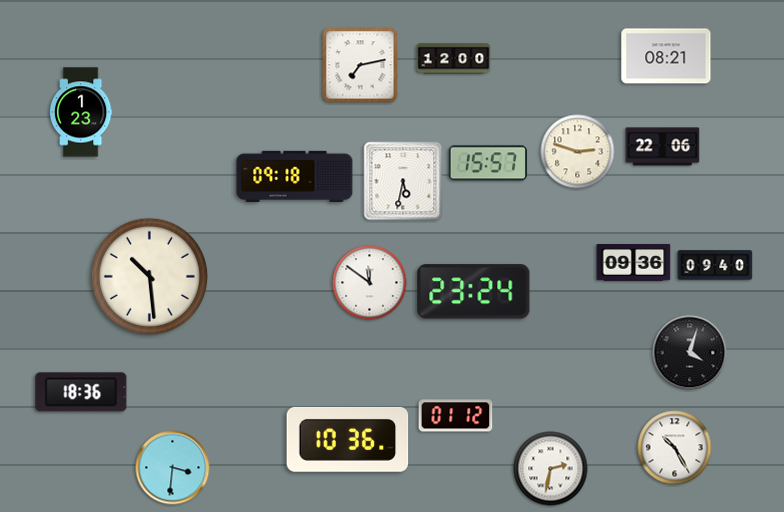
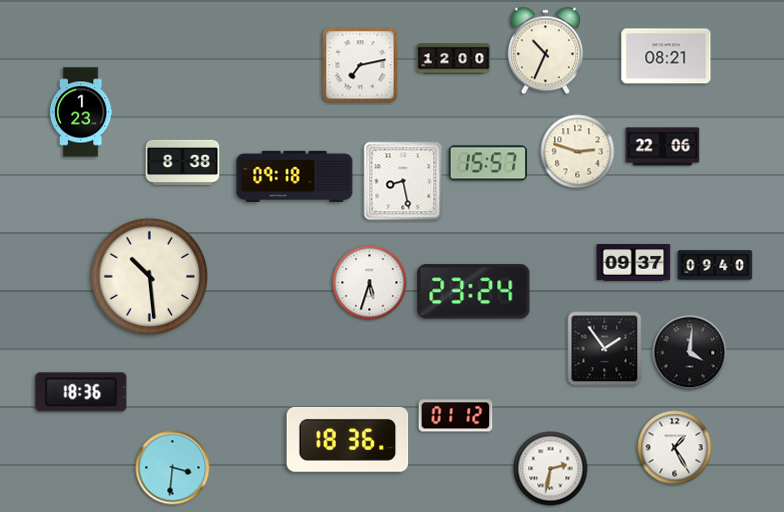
clock at (545, 51): none -> 10:34
clock at (183, 162): none -> 8:38
clock at (403, 181): 5:32 -> 8:28
clock at (634, 263): 09:36 -> 09:37
clock at (370, 283): 11:51 -> 5:33
clock at (605, 349): none -> 1:54
clock at (690, 353): 4:03 -> 4:01
clock at (348, 439): 10:36 -> 18:36
clock at (675, 448): 10:25 -> 1:25
